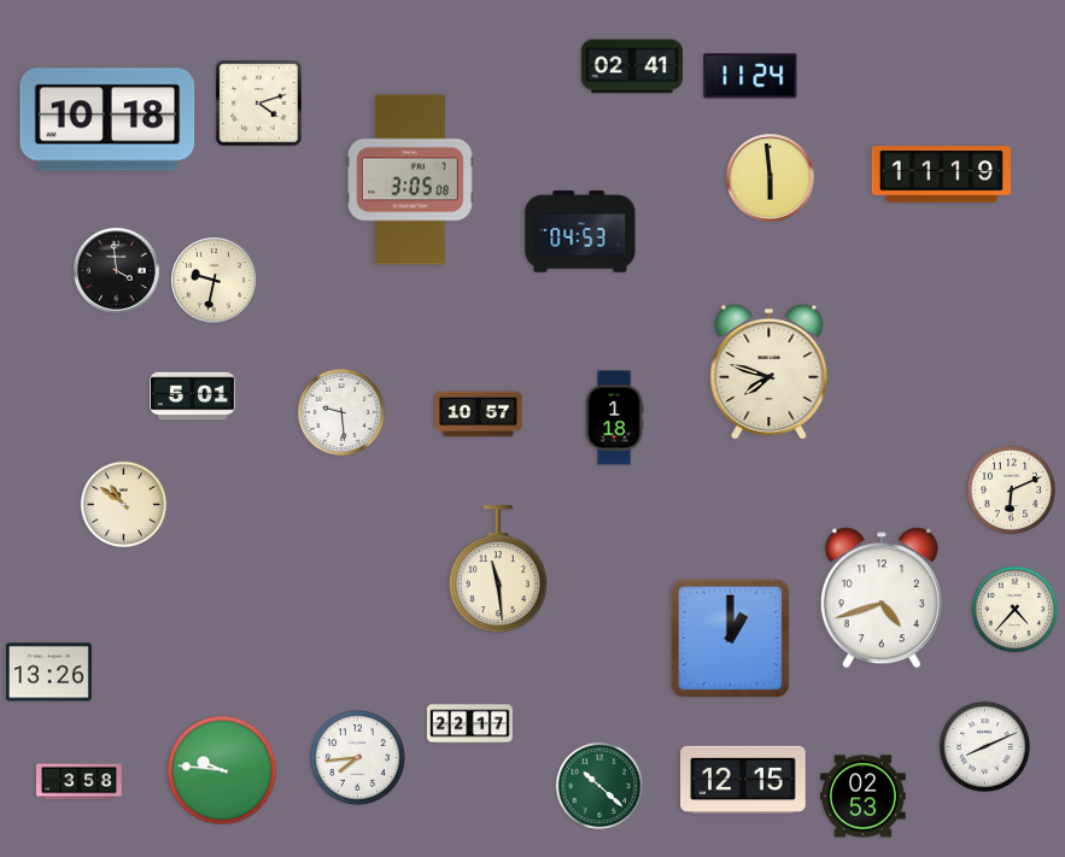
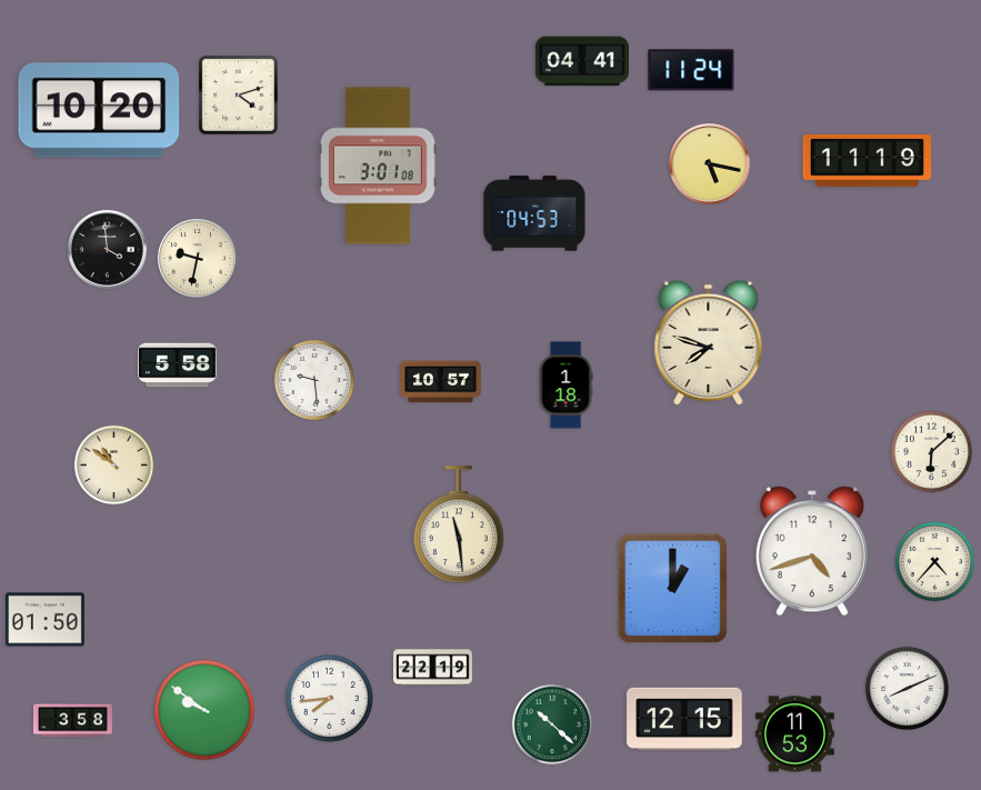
clock at (631, 66): 02:41 -> 04:41
clock at (107, 119): 10:18 -> 10:20
clock at (771, 178): 5:59 -> 5:17
clock at (411, 180): 3:05 -> 3:01
clock at (192, 397): 5:01 -> 5:58
clock at (1011, 489): 6:11 -> 6:08
clock at (48, 673): 13:26 -> 01:50
clock at (469, 724): 22:17 -> 22:19
clock at (222, 770): 9:46 -> 9:51
clock at (862, 797): 02:53 -> 11:53
